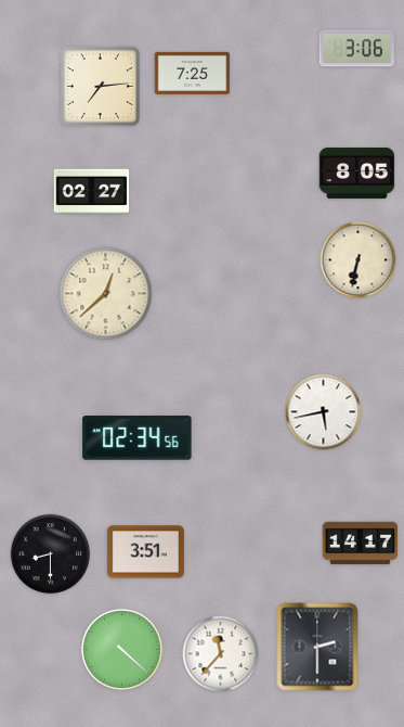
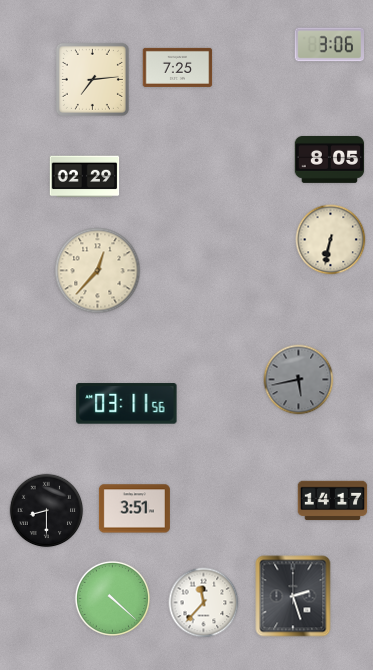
clock at (92, 192): 02:27 -> 02:29
clock at (106, 294): 12:38 -> 12:37
clock at (324, 412) dial: white -> grey
clock at (138, 438): 02:34 -> 03:11
clock at (317, 647): 2:30 -> 2:27
